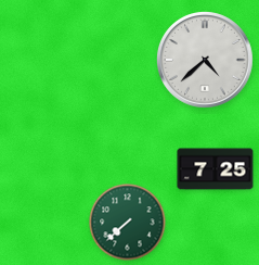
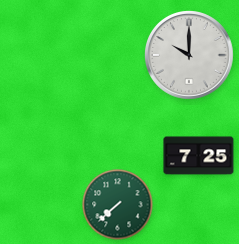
clock at (206, 61): 4:38 -> 10:00
